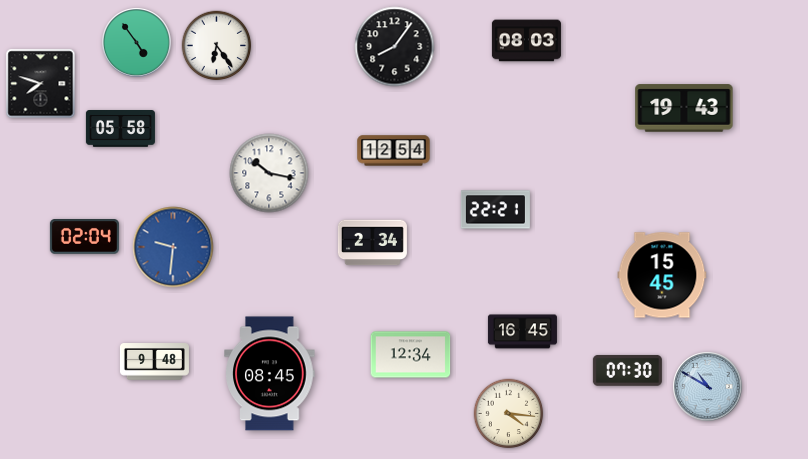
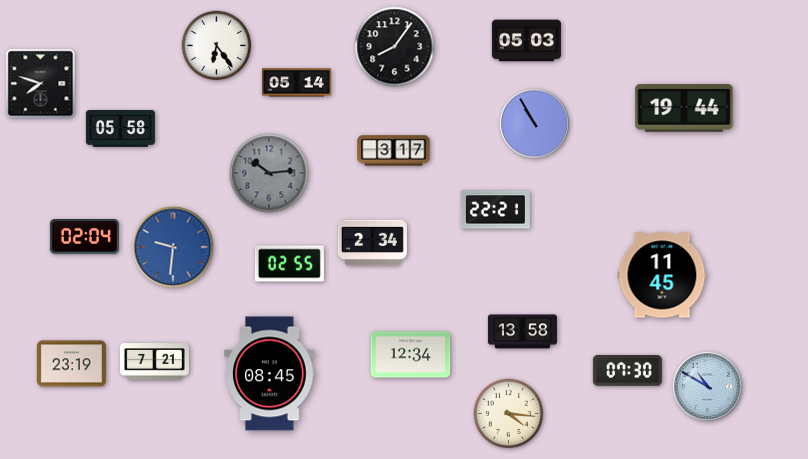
clock at (526, 41): 08:03 -> 05:03
clock at (137, 43): 4:54 -> none
clock at (296, 83): none -> 05:14
clock at (684, 108): 19:43 -> 19:44
clock at (535, 124): none -> 10:55
clock at (394, 151): 12:54 -> 3:17
clock at (269, 173): 10:17 -> 10:14
clock at (269, 173) dial: white -> grey
clock at (289, 264): none -> 02:55
clock at (662, 275): 15:45 -> 11:45
clock at (522, 332): 16:45 -> 13:58
clock at (154, 362): 9:48 -> 7:21
clock at (71, 364): none -> 23:19
